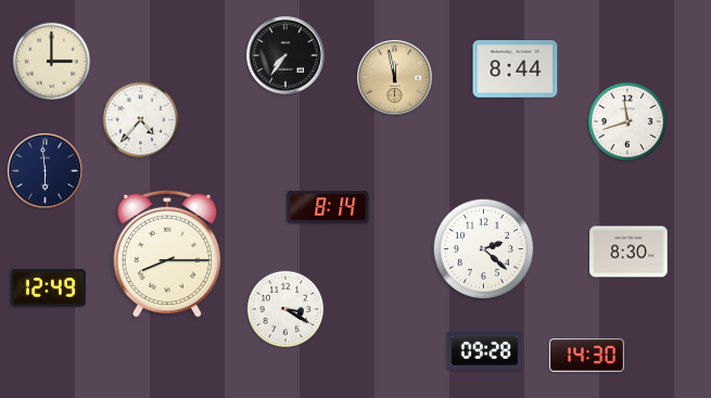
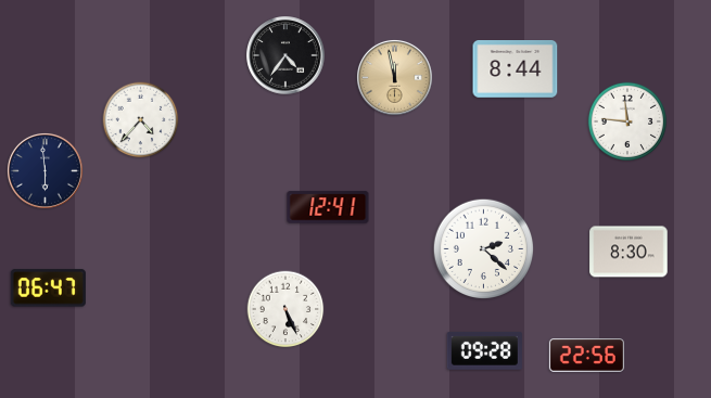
clock at (285, 55): 7:36 -> 4:36
clock at (52, 62): 3:00 -> none
clock at (626, 120): 11:42 -> 11:46
clock at (328, 207): 8:14 -> 12:41
clock at (167, 254): 8:15 -> none
clock at (48, 288): 12:49 -> 06:47
clock at (285, 309): 3:20 -> 5:26
clock at (586, 356): 14:30 -> 22:56
